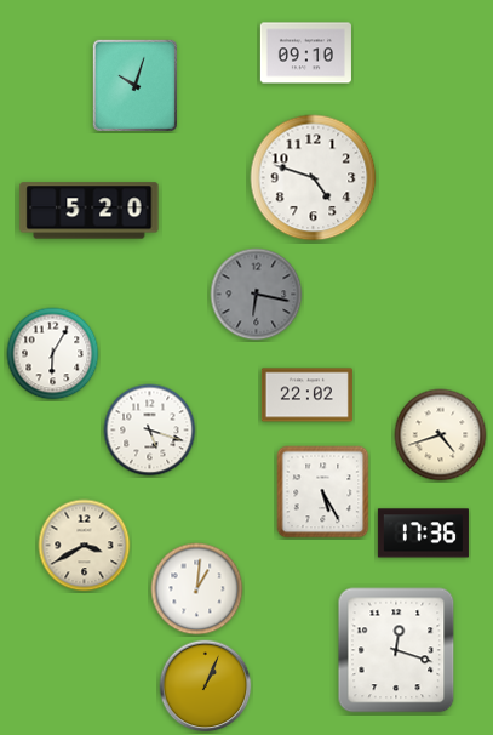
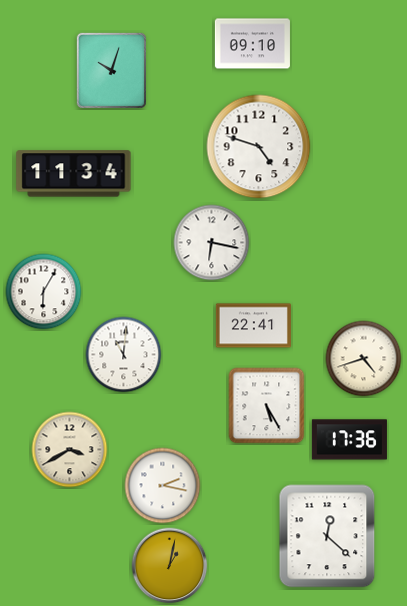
clock at (90, 211): 5:20 -> 11:34
clock at (257, 295) dial: grey -> white
clock at (306, 395): 22:02 -> 22:41
clock at (150, 431): 5:18 -> 11:01
clock at (197, 589): 1:01 -> 2:17
clock at (396, 650): 12:18 -> 12:22
clock at (206, 686): 1:04 -> 1:02
